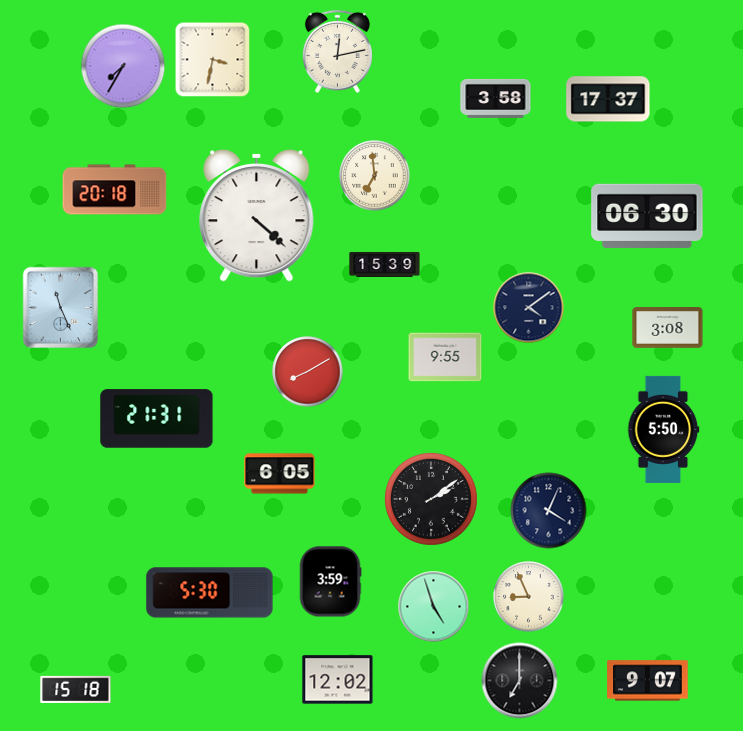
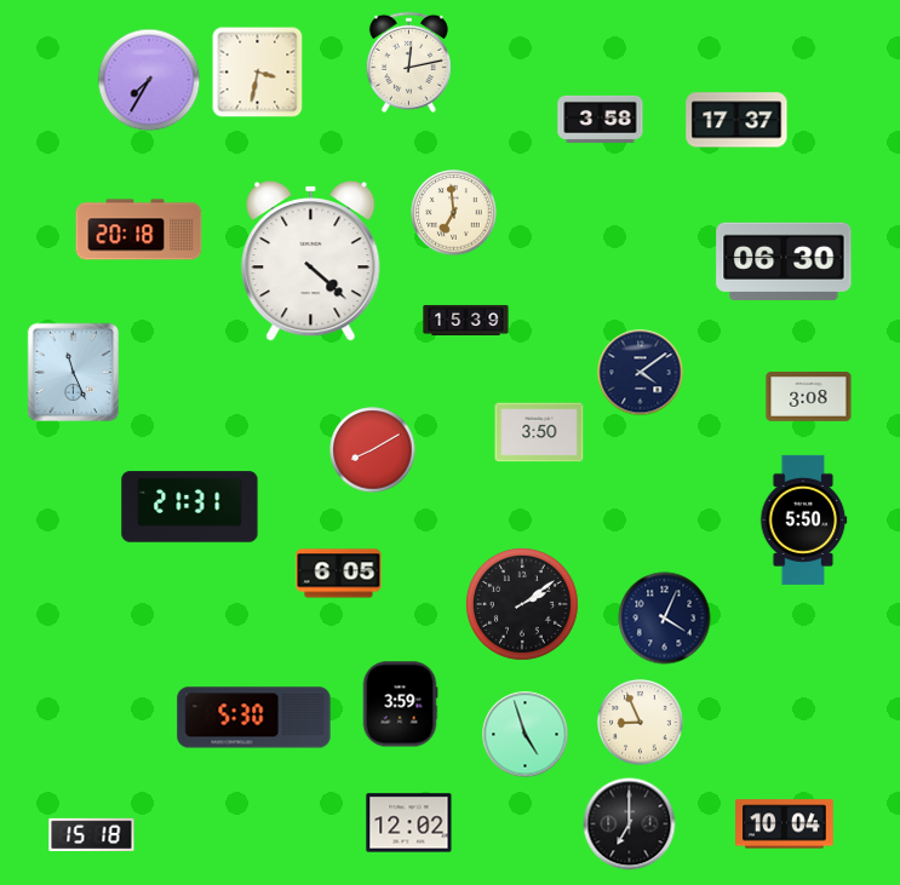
clock at (445, 357): 9:55 -> 3:50
clock at (648, 681): 9:07 -> 10:04
